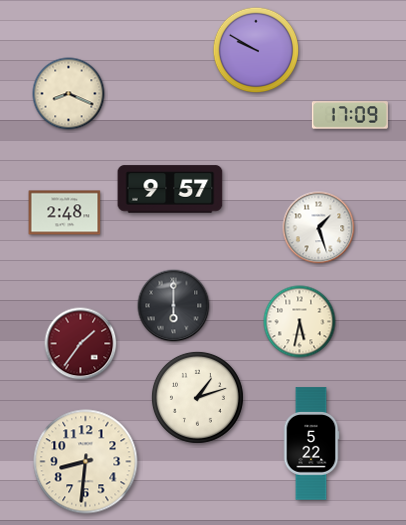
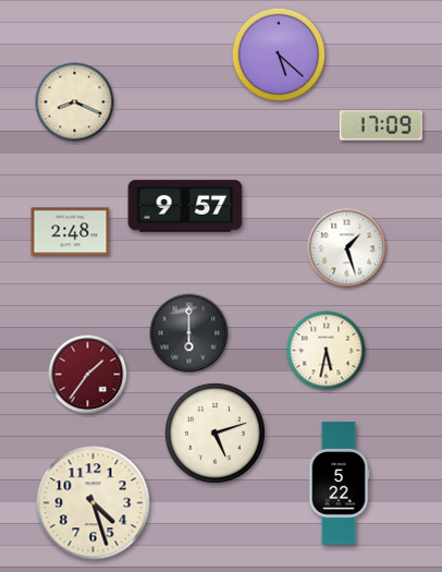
clock at (256, 50): 9:50 -> 5:22
clock at (197, 397): 1:12 -> 5:12
clock at (86, 462): 8:31 -> 4:27
